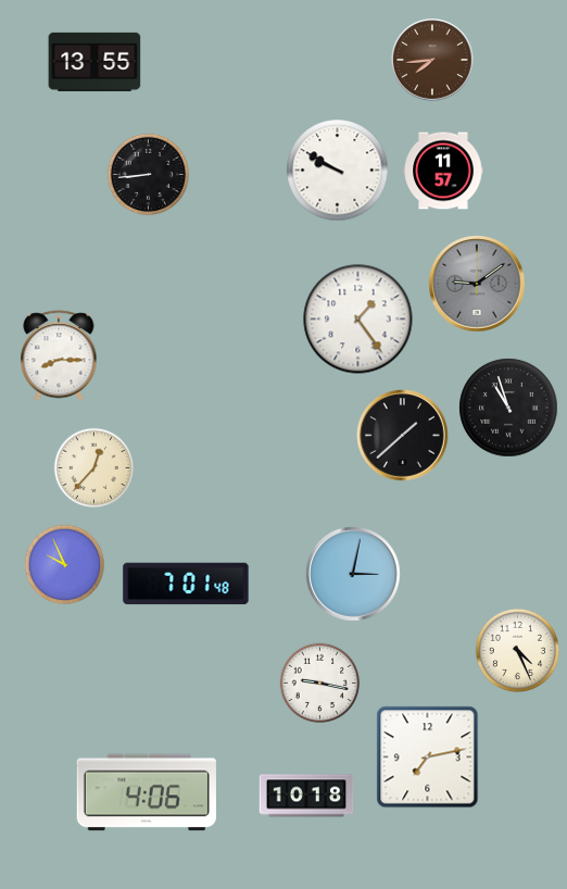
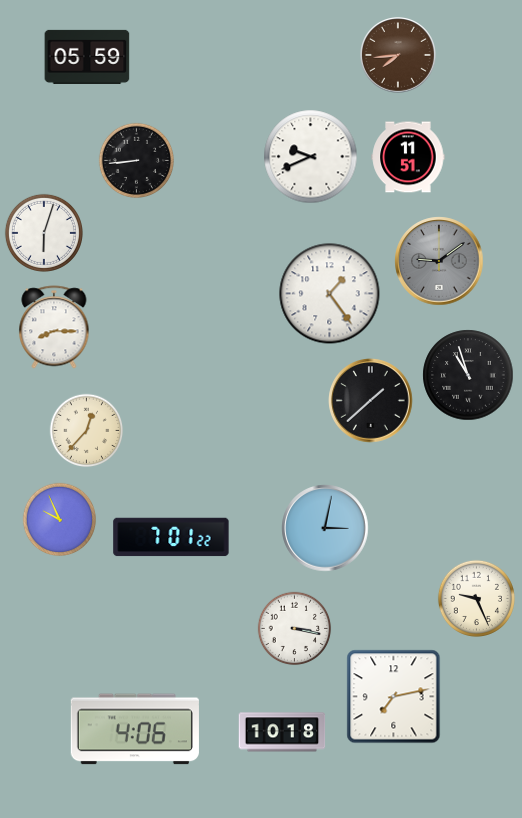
clock at (94, 62): 13:55 -> 05:59
clock at (338, 171): 9:50 -> 9:41
clock at (443, 171): 11:57 -> 11:51
clock at (44, 233): none -> 6:03
clock at (186, 584): 7:01:48 -> 7:01:22
clock at (517, 650): 4:26 -> 9:26
clock at (320, 684): 9:17 -> 3:17
